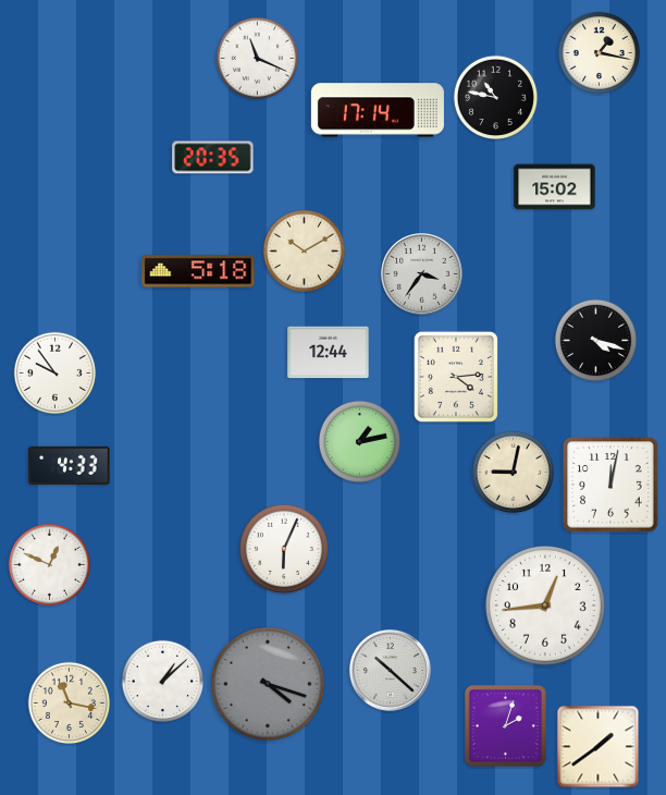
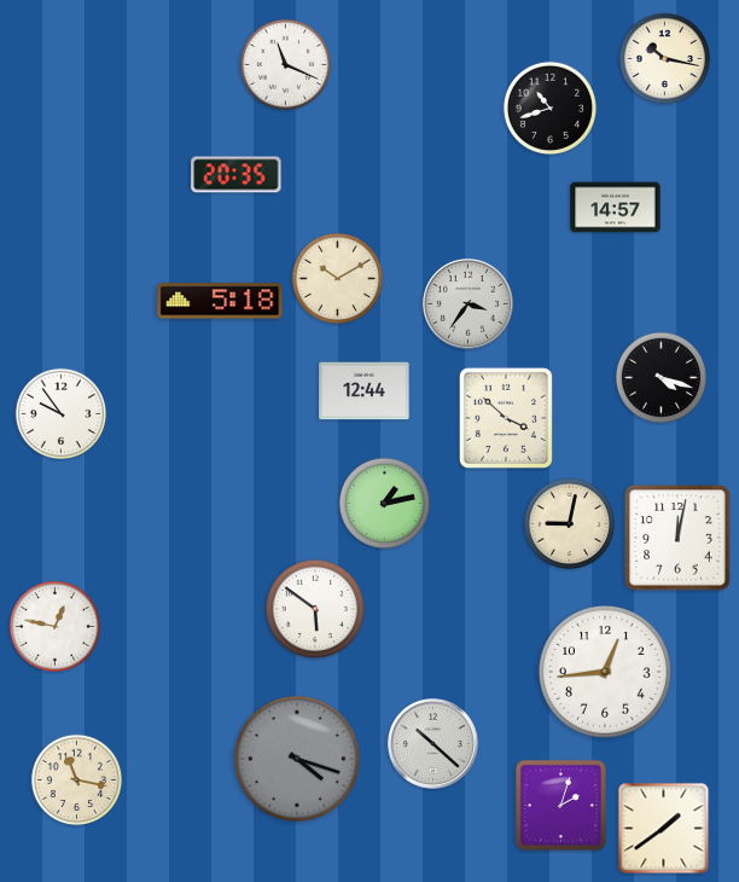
clock at (599, 52): 1:17 -> 10:17
clock at (495, 97): 10:47 -> 10:42
clock at (378, 110): 17:14 -> none
clock at (555, 187): 15:02 -> 14:57
clock at (456, 377): 4:14 -> 3:52
clock at (359, 441) position: (359, 441) -> (384, 503)
clock at (70, 465): 4:33 -> none
clock at (284, 549): 6:04 -> 5:51
clock at (49, 564): 12:49 -> 12:47
clock at (162, 681): 1:08 -> none
